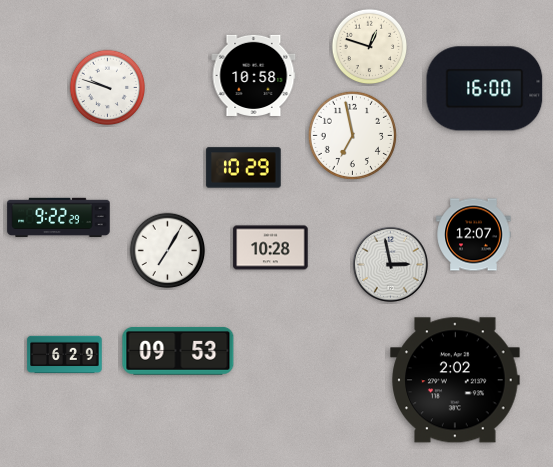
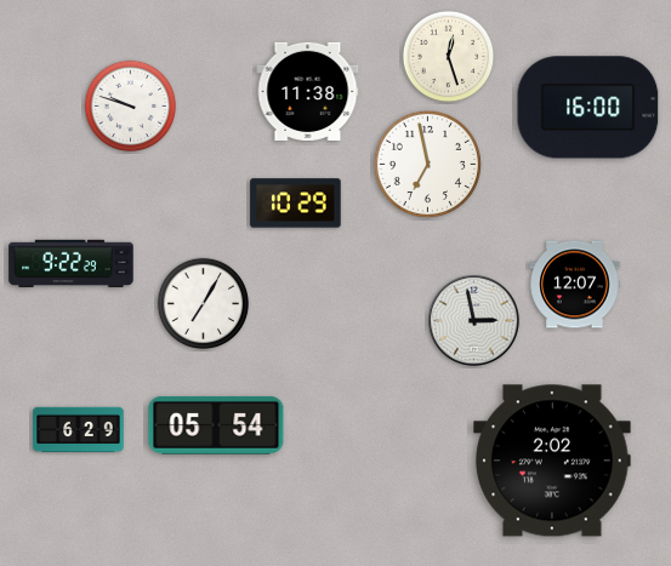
clock at (370, 47): 12:48 -> 12:27
clock at (254, 75): 10:58 -> 11:38
clock at (271, 248): 10:28 -> none
clock at (178, 351): 09:53 -> 05:54
